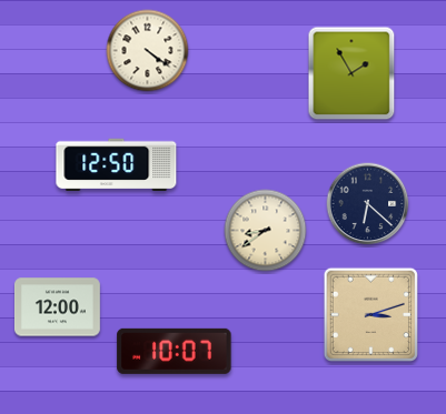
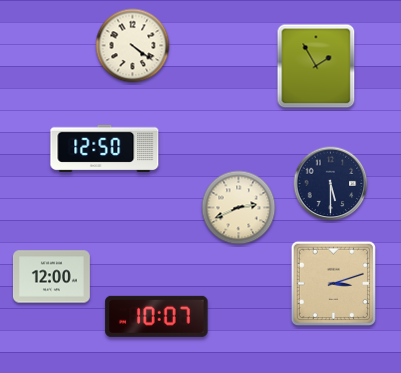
clock at (368, 204): 6:22 -> 5:30
clock at (266, 231): 8:39 -> 2:41
